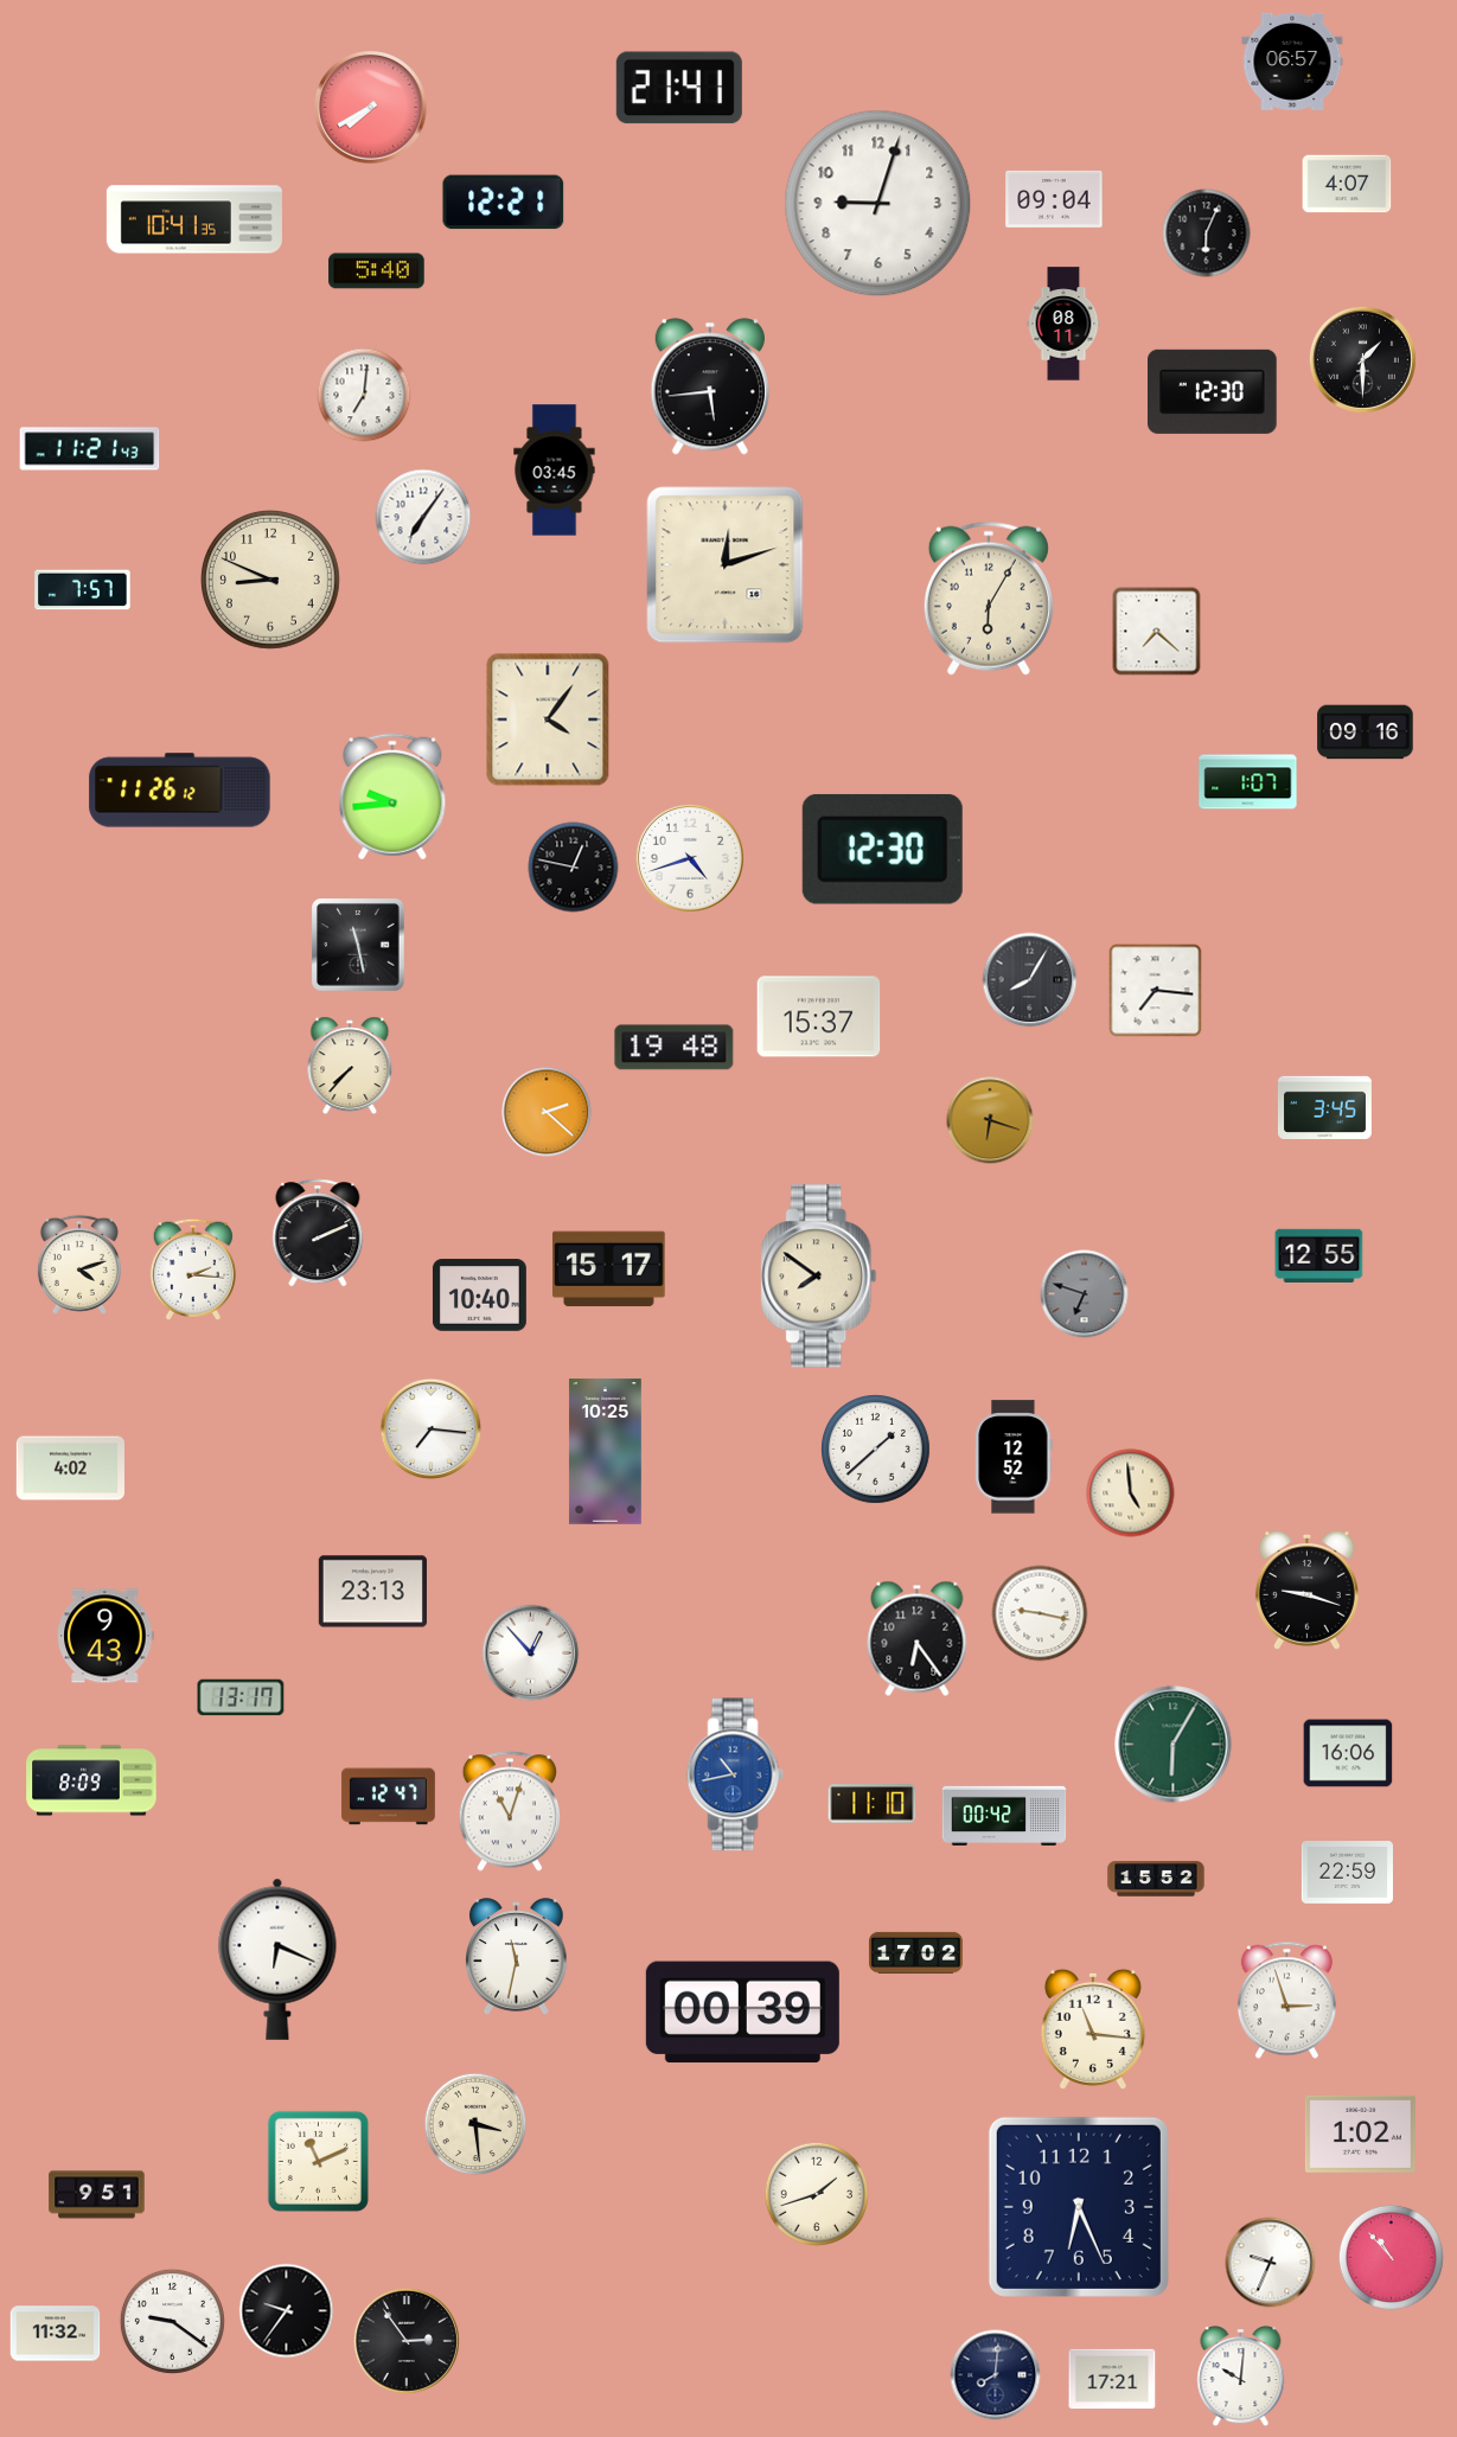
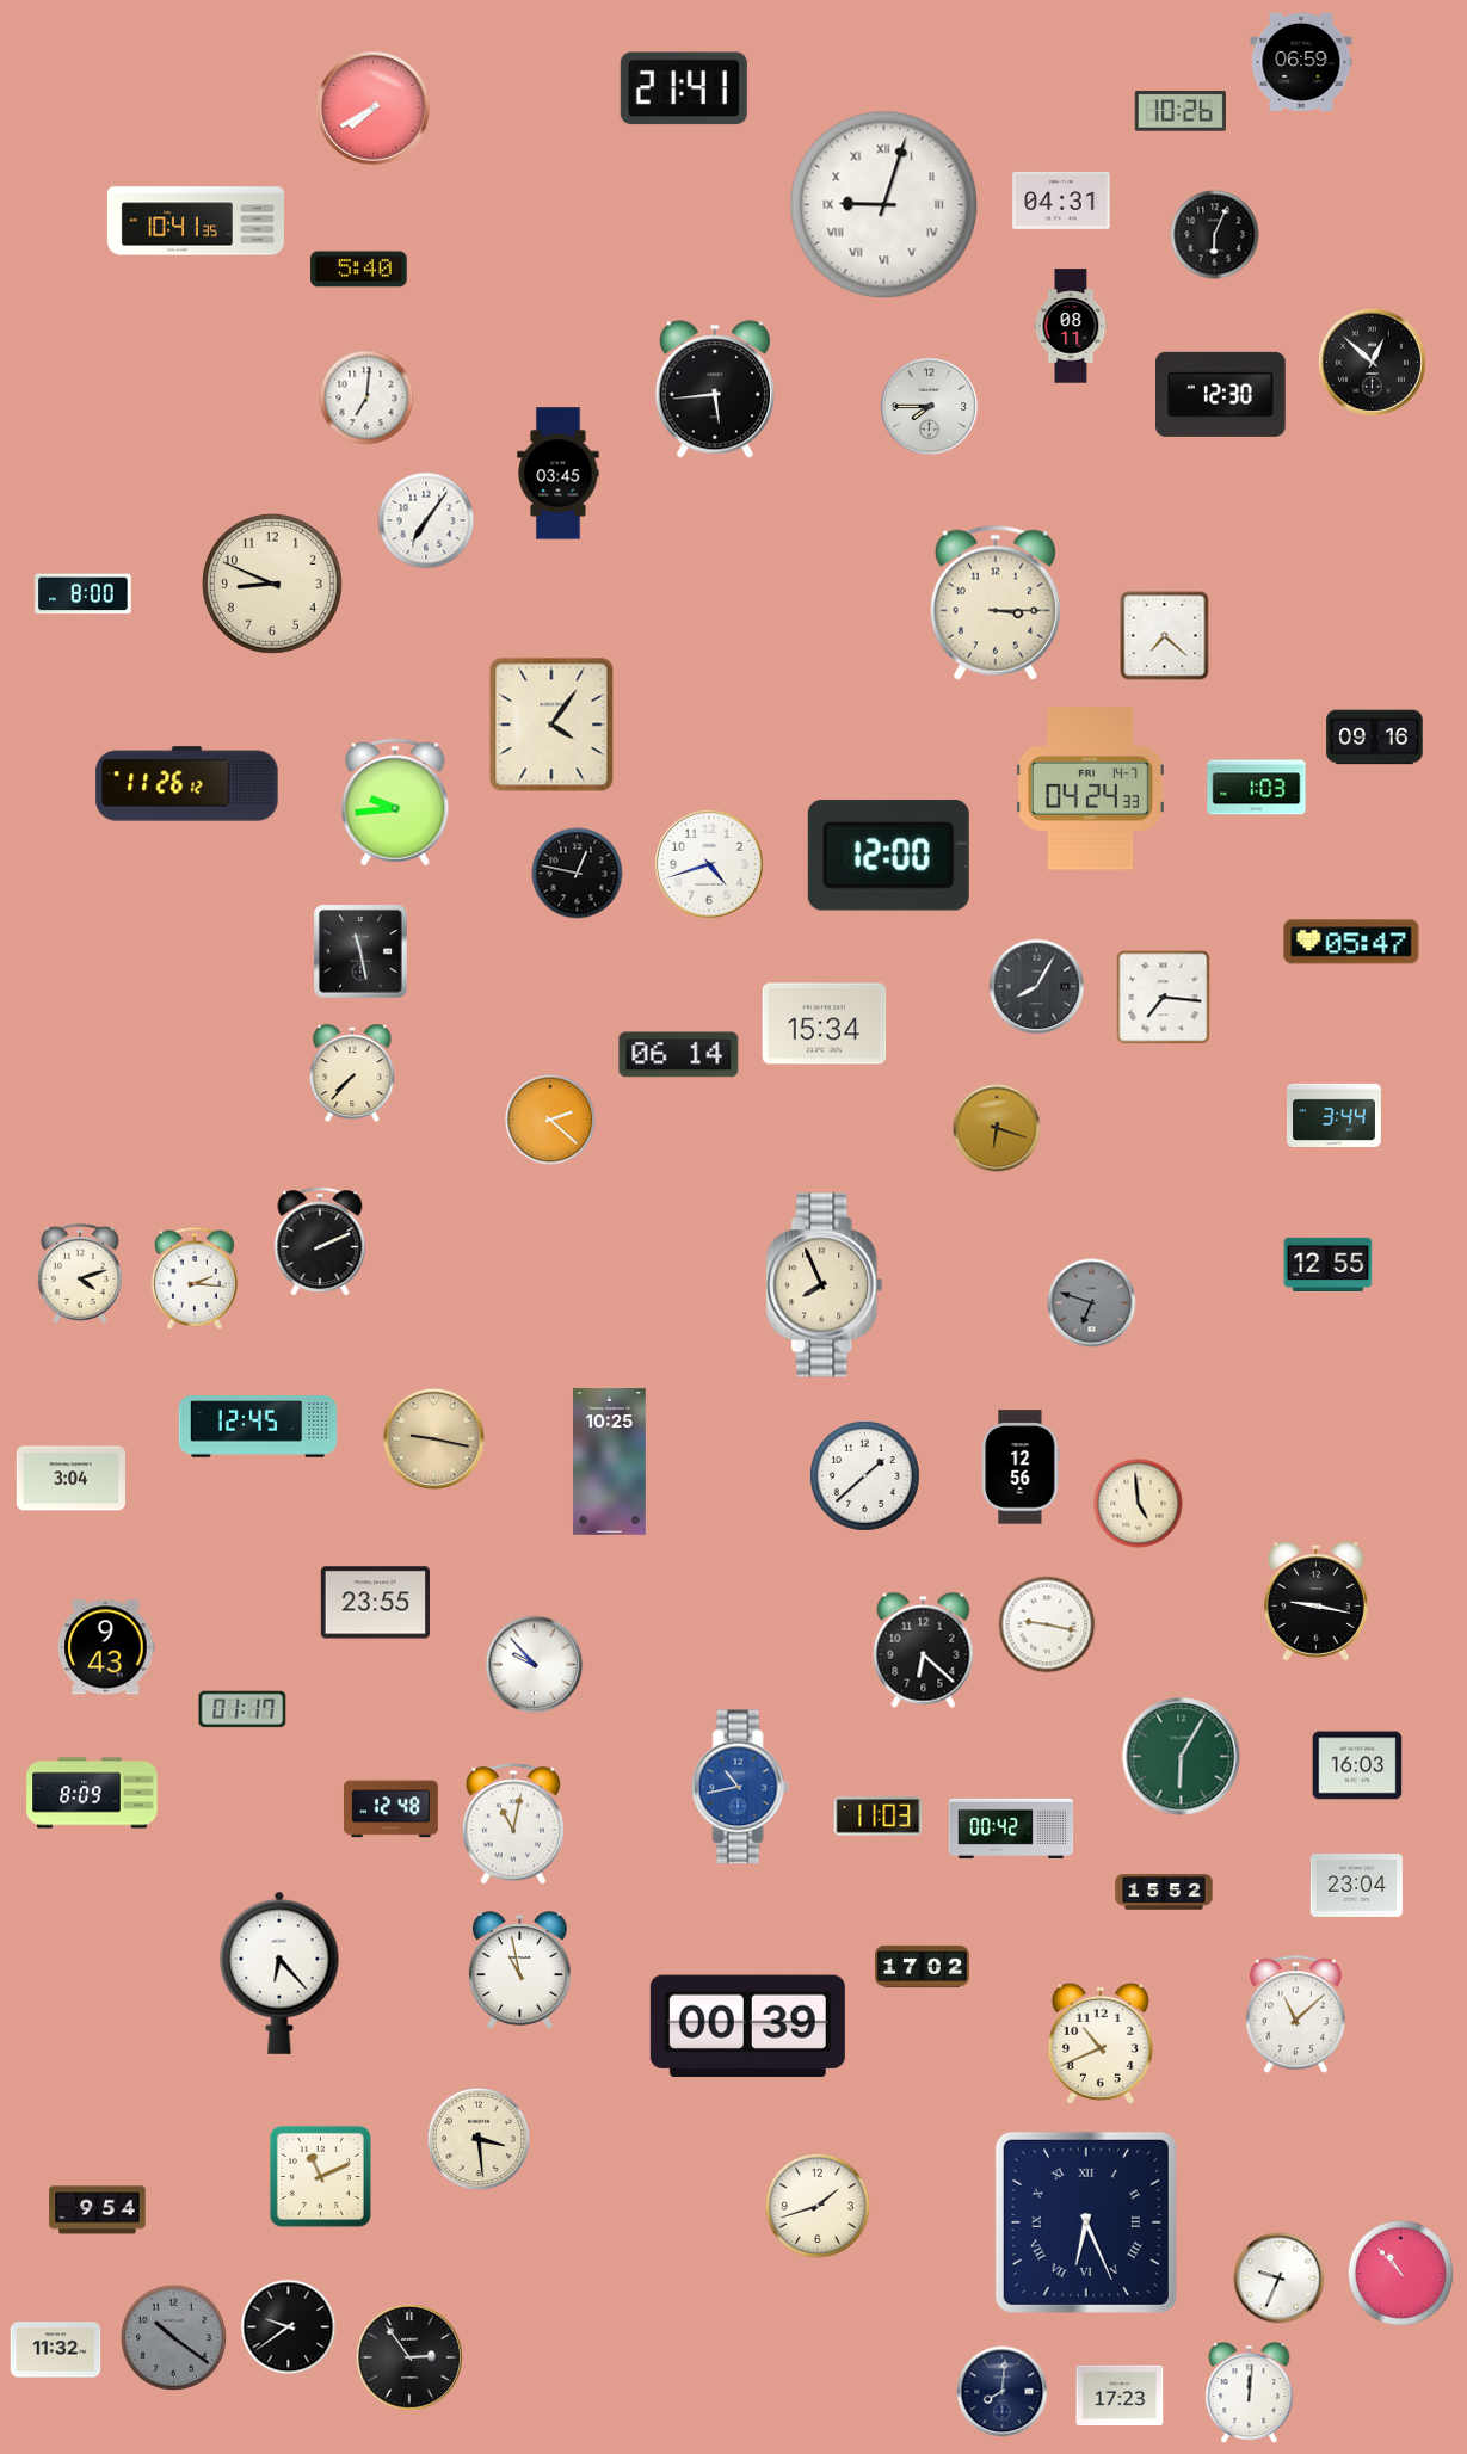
clock at (1292, 62): 06:57 -> 06:59
clock at (1179, 112): none -> 10:26
clock at (1347, 184): 4:07 -> none
clock at (1054, 199): 09:04 -> 04:31
clock at (504, 203): 12:21 -> none
clock at (878, 204) numerals: Arabic -> Roman
clock at (377, 271) position: (377, 271) -> (359, 270)
clock at (1362, 359): 1:30 -> 12:52
clock at (930, 407): none -> 7:45
clock at (90, 449): 11:21 -> none
clock at (726, 565): 12:12 -> none
clock at (83, 590): 7:57 -> 8:00
clock at (989, 599): 6:05 -> 3:15
clock at (1248, 782): 1:07 -> 1:03
clock at (1090, 789): none -> 04:24
clock at (180, 791) position: (180, 791) -> (187, 784)
clock at (882, 849): 12:30 -> 12:00
clock at (690, 858) position: (690, 858) -> (709, 864)
clock at (1351, 942): none -> 05:47
clock at (819, 1017): 15:37 -> 15:34
clock at (675, 1048): 19:48 -> 06:14
clock at (1324, 1107): 3:45 -> 3:44
clock at (609, 1269): 15:17 -> none
clock at (819, 1277): 7:51 -> 7:56
clock at (479, 1296): 10:40 -> none
clock at (258, 1426): none -> 12:45
clock at (432, 1429): 7:16 -> 9:17
clock at (432, 1429) dial: white -> champagne
clock at (876, 1450) position: (876, 1450) -> (865, 1476)
clock at (1014, 1457): 12:52 -> 12:56
clock at (70, 1469): 4:02 -> 3:04
clock at (1306, 1590): 9:18 -> 9:17
clock at (372, 1592): 23:13 -> 23:55
clock at (918, 1638): 6:24 -> 6:22
clock at (531, 1654): 12:53 -> 9:53
clock at (241, 1697): 13:17 -> 01:17
clock at (1348, 1753): 16:06 -> 16:03
clock at (388, 1797): 12:47 -> 12:48
clock at (873, 1804): 11:10 -> 11:03
clock at (509, 1811): 11:03 -> 11:02
clock at (1347, 1873): 22:59 -> 23:04
clock at (517, 1957): 11:32 -> 10:58
clock at (277, 1959): 6:19 -> 6:23
clock at (1286, 2001): 2:57 -> 11:08
clock at (1093, 2029): 11:16 -> 10:41
clock at (1360, 2134): 1:02 -> none
clock at (816, 2193) position: (816, 2193) -> (816, 2205)
clock at (97, 2195): 9:51 -> 9:54
clock at (1079, 2207) numerals: Arabic -> Roman
clock at (287, 2311): 9:36 -> 9:39
clock at (172, 2321): 9:21 -> 10:21
clock at (172, 2321) dial: white -> grey
clock at (1241, 2378): 10:01 -> 12:01
clock at (1112, 2379): 17:21 -> 17:23
